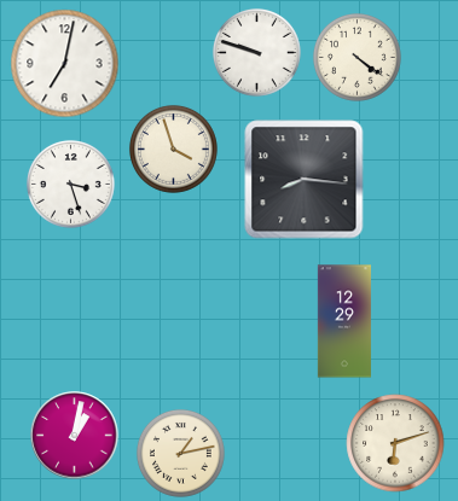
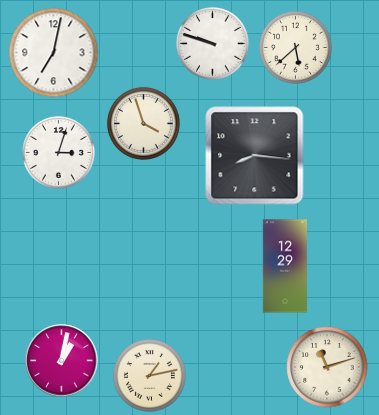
clock at (356, 57): 4:21 -> 5:38
clock at (305, 180) position: (305, 180) -> (255, 156)
clock at (70, 183): 3:27 -> 3:03
clock at (395, 443): 6:12 -> 11:12
